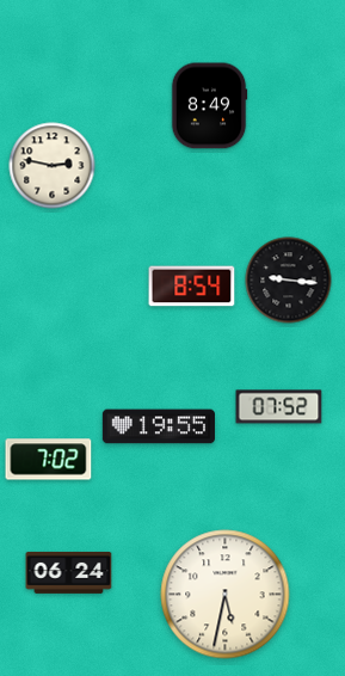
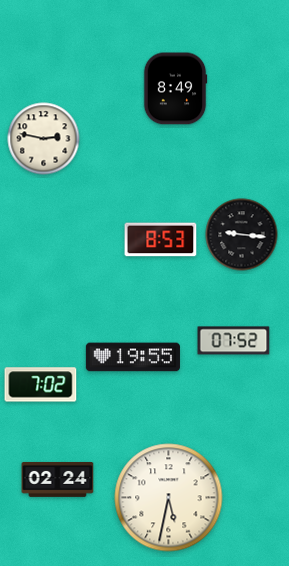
clock at (192, 287): 8:54 -> 8:53
clock at (69, 572): 06:24 -> 02:24
clock at (226, 595) position: (226, 595) -> (169, 498)
